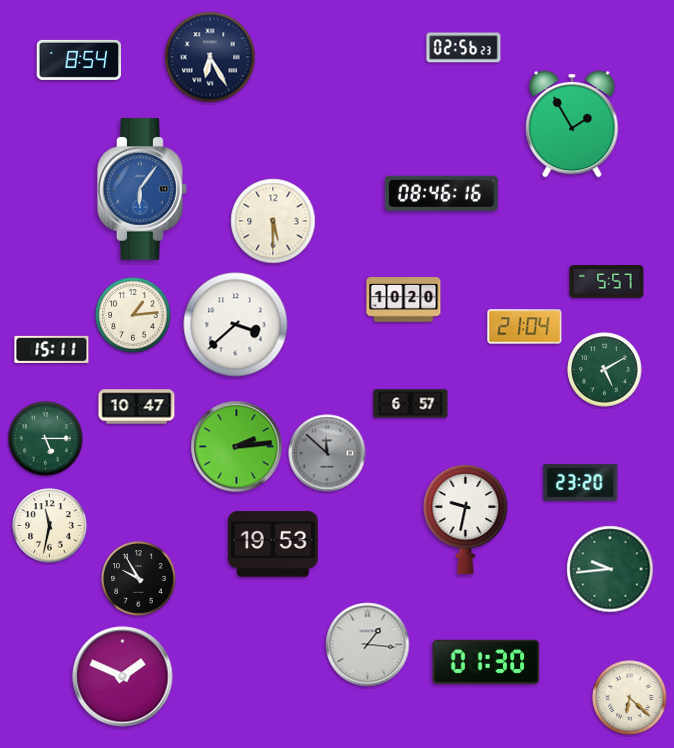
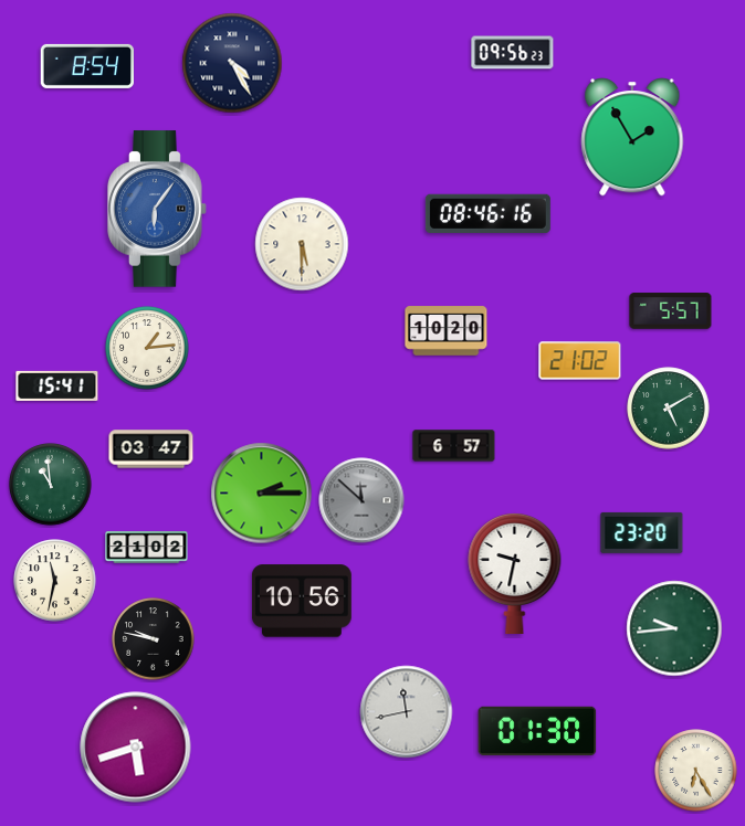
clock at (464, 48): 02:56 -> 09:56
clock at (210, 57): 6:25 -> 4:25
clock at (236, 325): 3:38 -> none
clock at (525, 327): 21:04 -> 21:02
clock at (52, 349): 15:11 -> 15:41
clock at (137, 407): 10:47 -> 03:47
clock at (46, 439): 5:15 -> 10:59
clock at (237, 447): 2:14 -> 2:15
clock at (147, 548): none -> 21:02
clock at (273, 544): 19:53 -> 10:56
clock at (139, 579): 9:55 -> 9:47
clock at (368, 645): 1:16 -> 11:43
clock at (123, 677): 1:49 -> 5:42
clock at (630, 698): 6:22 -> 6:25
